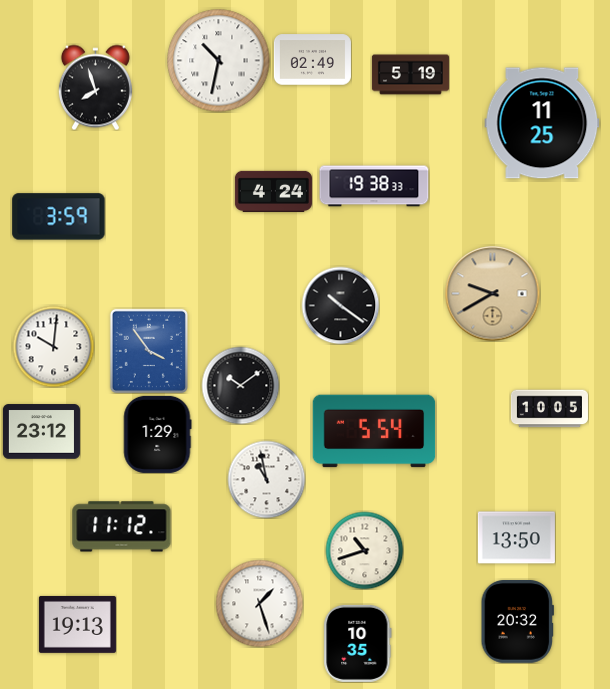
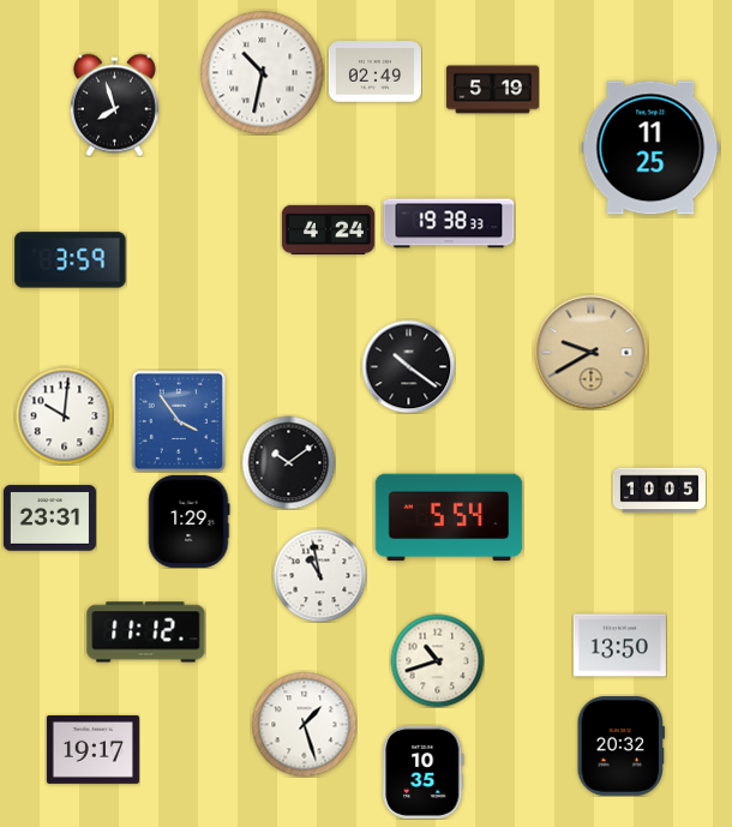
clock at (41, 432): 23:12 -> 23:31
clock at (259, 603) position: (259, 603) -> (304, 724)
clock at (77, 624): 19:13 -> 19:17
clock at (358, 643) position: (358, 643) -> (424, 772)
